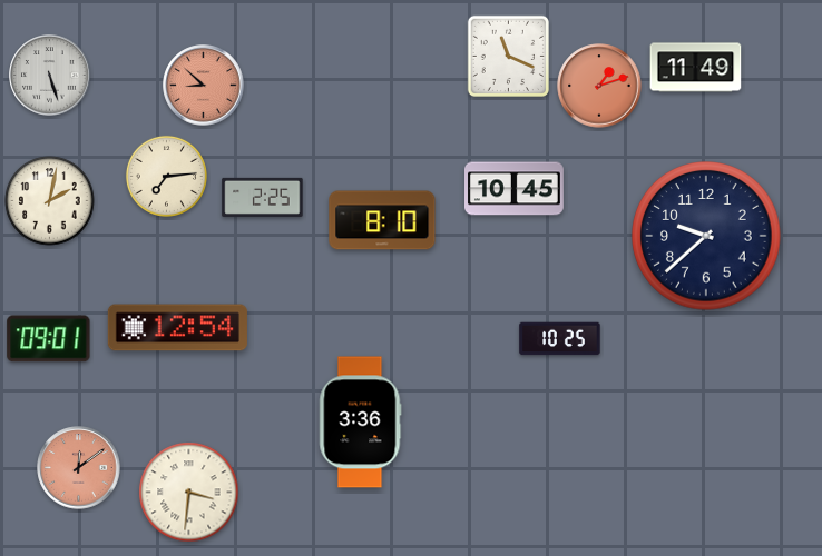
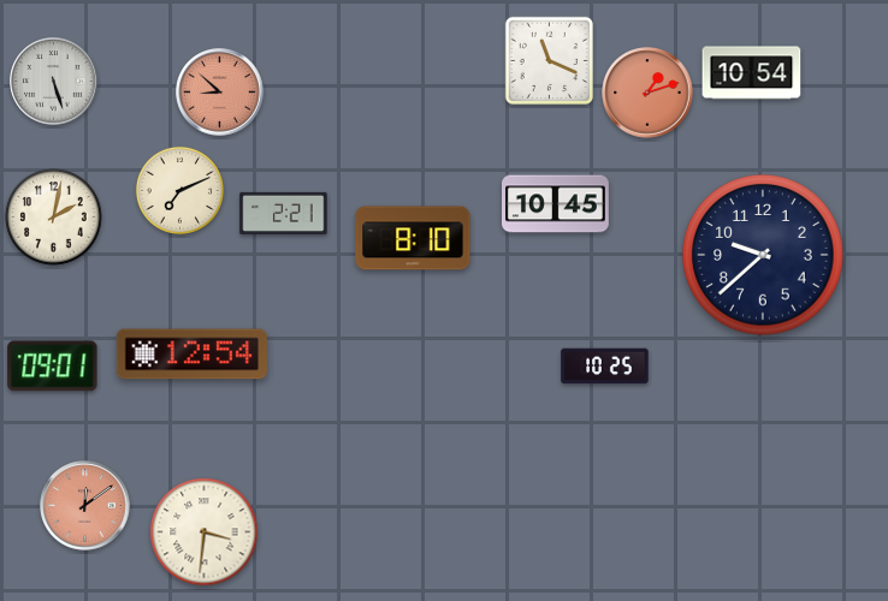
clock at (696, 68): 11:49 -> 10:54
clock at (166, 176): 7:14 -> 7:11
clock at (263, 197): 2:25 -> 2:21
clock at (361, 423): 3:36 -> none
